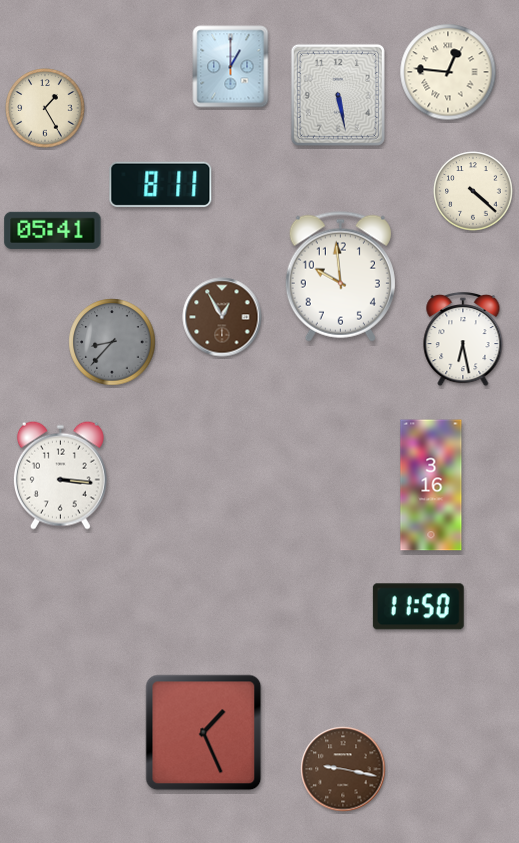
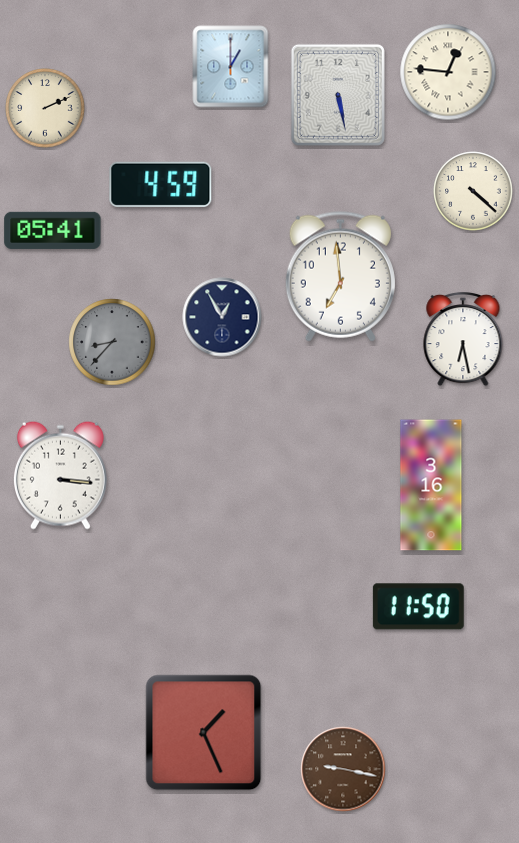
clock at (45, 108): 1:25 -> 2:11
clock at (161, 184): 8:11 -> 4:59
clock at (340, 276): 9:59 -> 6:59
clock at (222, 317) dial: brown -> navy
